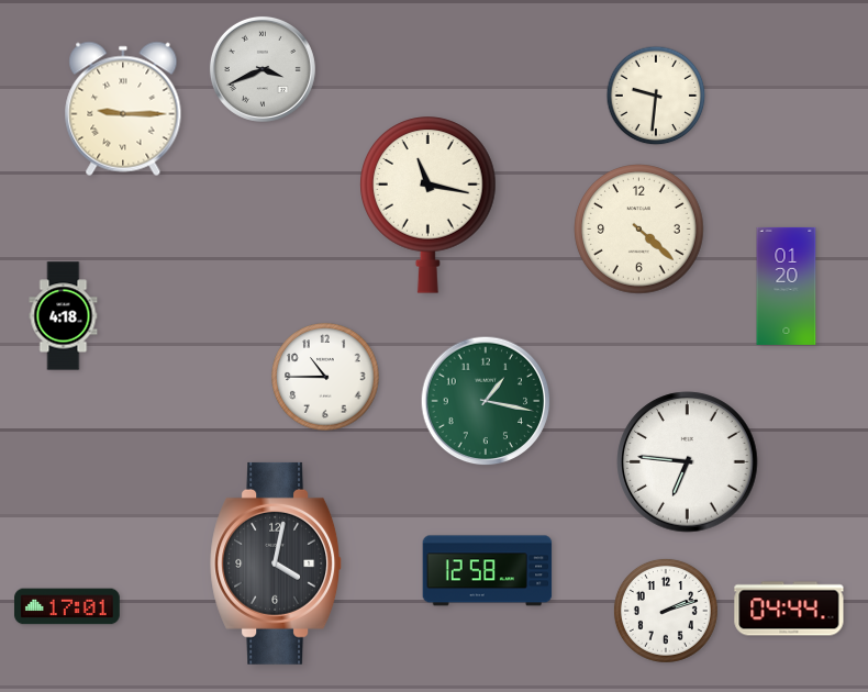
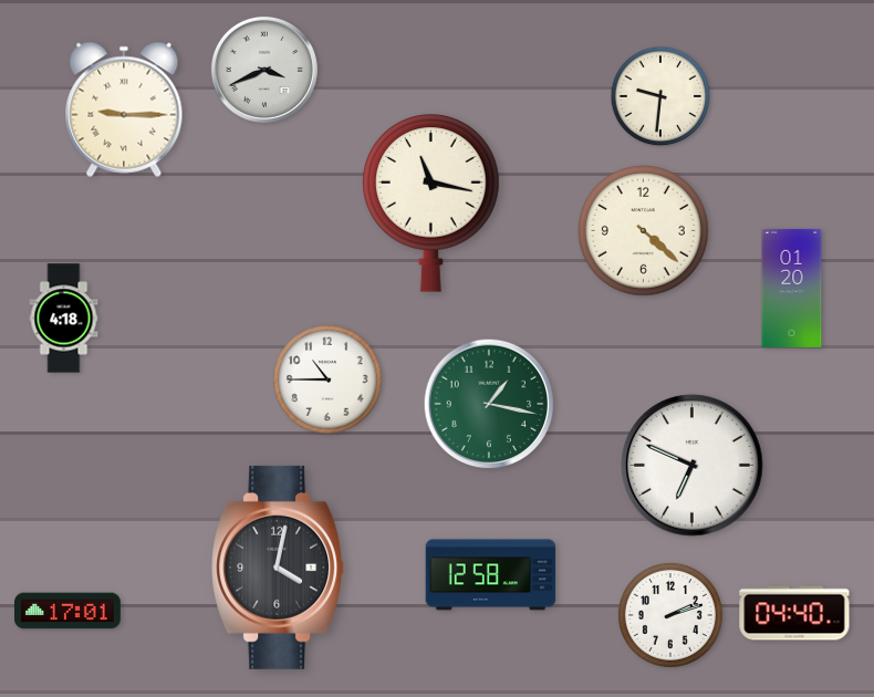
clock at (429, 205) position: (429, 205) -> (431, 204)
clock at (688, 462): 6:46 -> 6:49
clock at (789, 609): 04:44 -> 04:40
